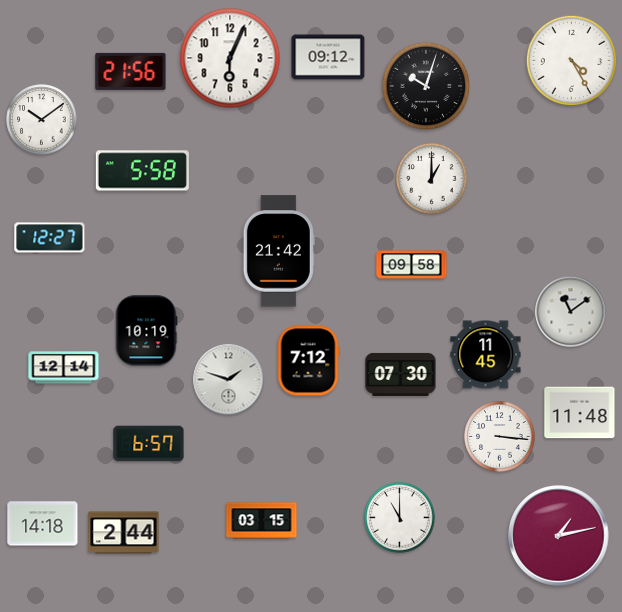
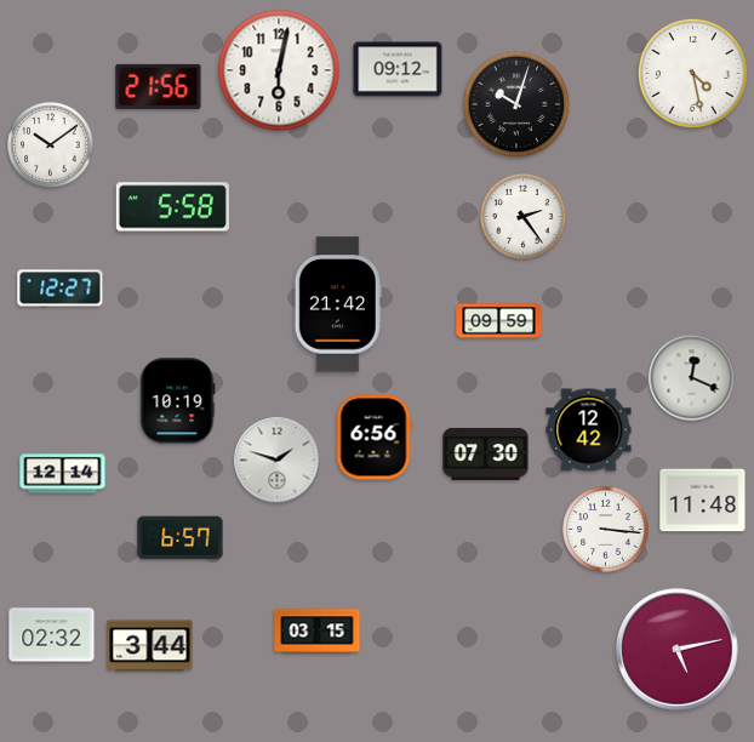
clock at (230, 58): 6:04 -> 6:02
clock at (571, 60): 4:25 -> 4:28
clock at (432, 179): 1:00 -> 2:24
clock at (412, 265): 09:58 -> 09:59
clock at (571, 312): 11:09 -> 12:19
clock at (486, 355): 11:45 -> 12:42
clock at (308, 361): 7:12 -> 6:56
clock at (64, 368) position: (64, 368) -> (63, 474)
clock at (400, 518): 11:00 -> none
clock at (43, 524): 14:18 -> 02:32
clock at (124, 533): 2:44 -> 3:44
clock at (559, 536): 1:13 -> 5:13
